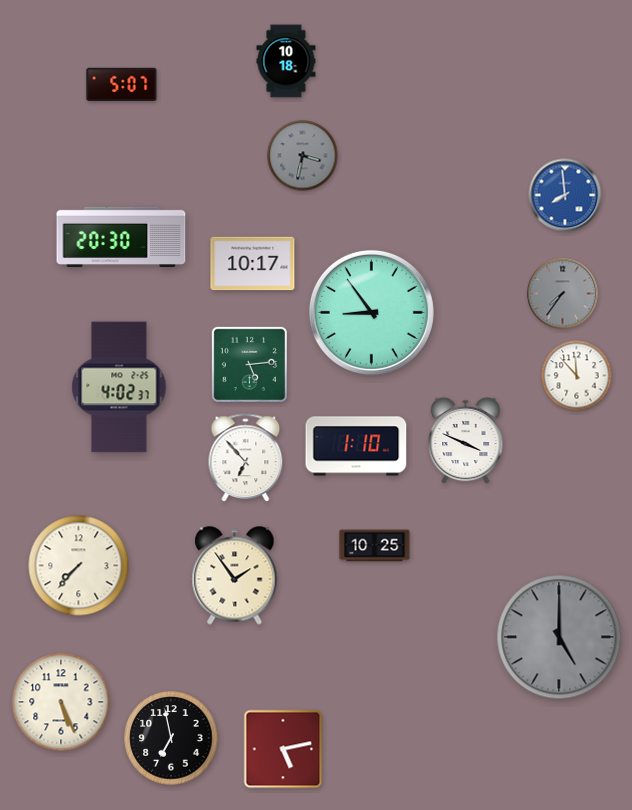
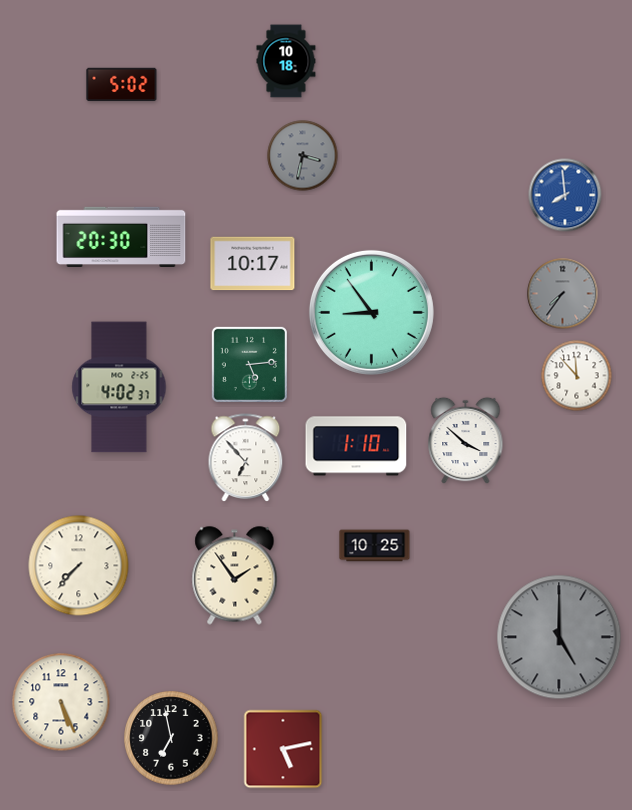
clock at (122, 85): 5:07 -> 5:02
clock at (466, 441): 3:49 -> 3:52
